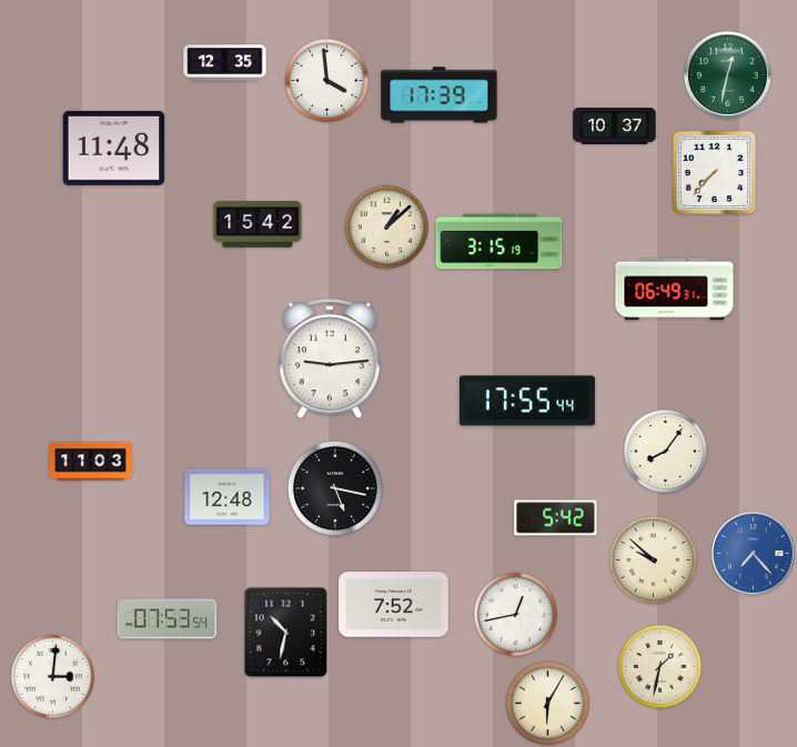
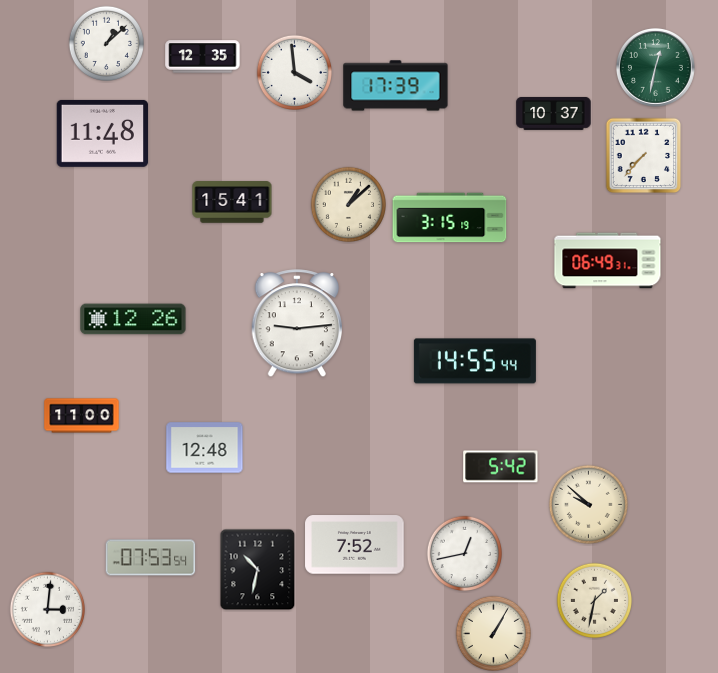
clock at (106, 43): none -> 1:08
clock at (258, 224): 15:42 -> 15:41
clock at (133, 319): none -> 12:26
clock at (527, 401): 17:55 -> 14:55
clock at (665, 451): 8:06 -> none
clock at (91, 462): 11:03 -> 11:00
clock at (335, 488): 5:17 -> none
clock at (754, 554): 7:23 -> none
clock at (547, 703): 6:05 -> 1:05
